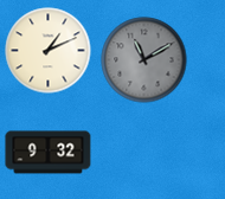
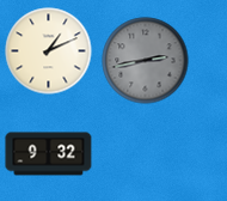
clock at (144, 60): 11:10 -> 2:43
